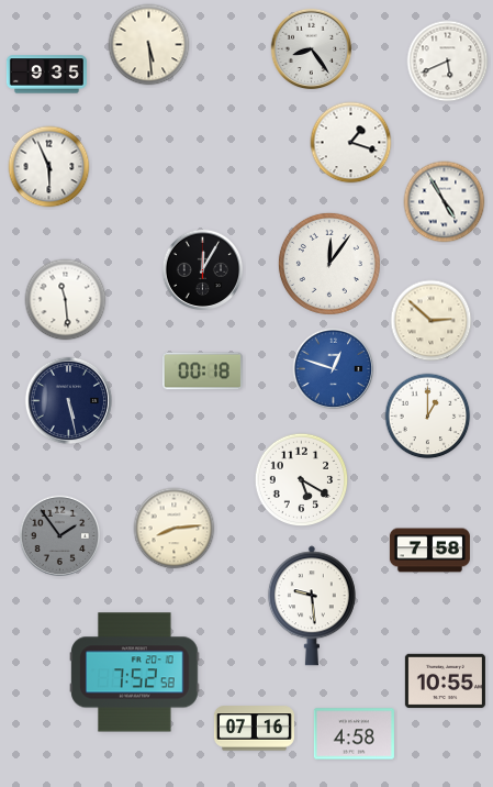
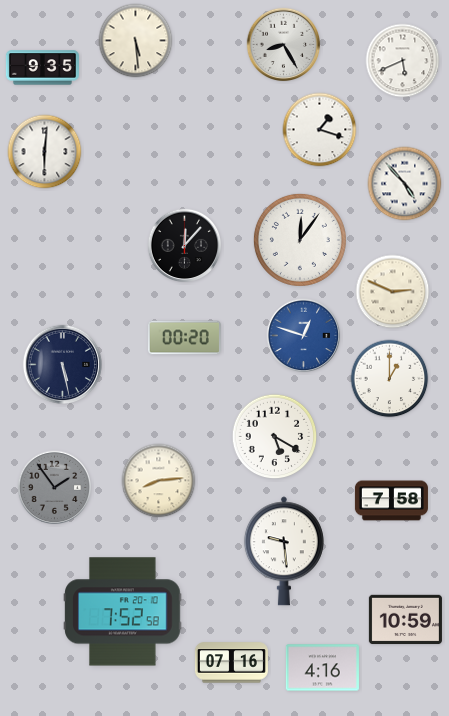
clock at (312, 49): 8:24 -> 8:25
clock at (448, 62) position: (448, 62) -> (403, 61)
clock at (49, 167): 5:56 -> 6:01
clock at (445, 202): 4:55 -> 4:53
clock at (203, 270): 12:05 -> 12:07
clock at (66, 300): 11:29 -> none
clock at (432, 321): 2:52 -> 2:49
clock at (202, 372): 00:18 -> 00:20
clock at (445, 681): 10:55 -> 10:59
clock at (354, 734): 4:58 -> 4:16
